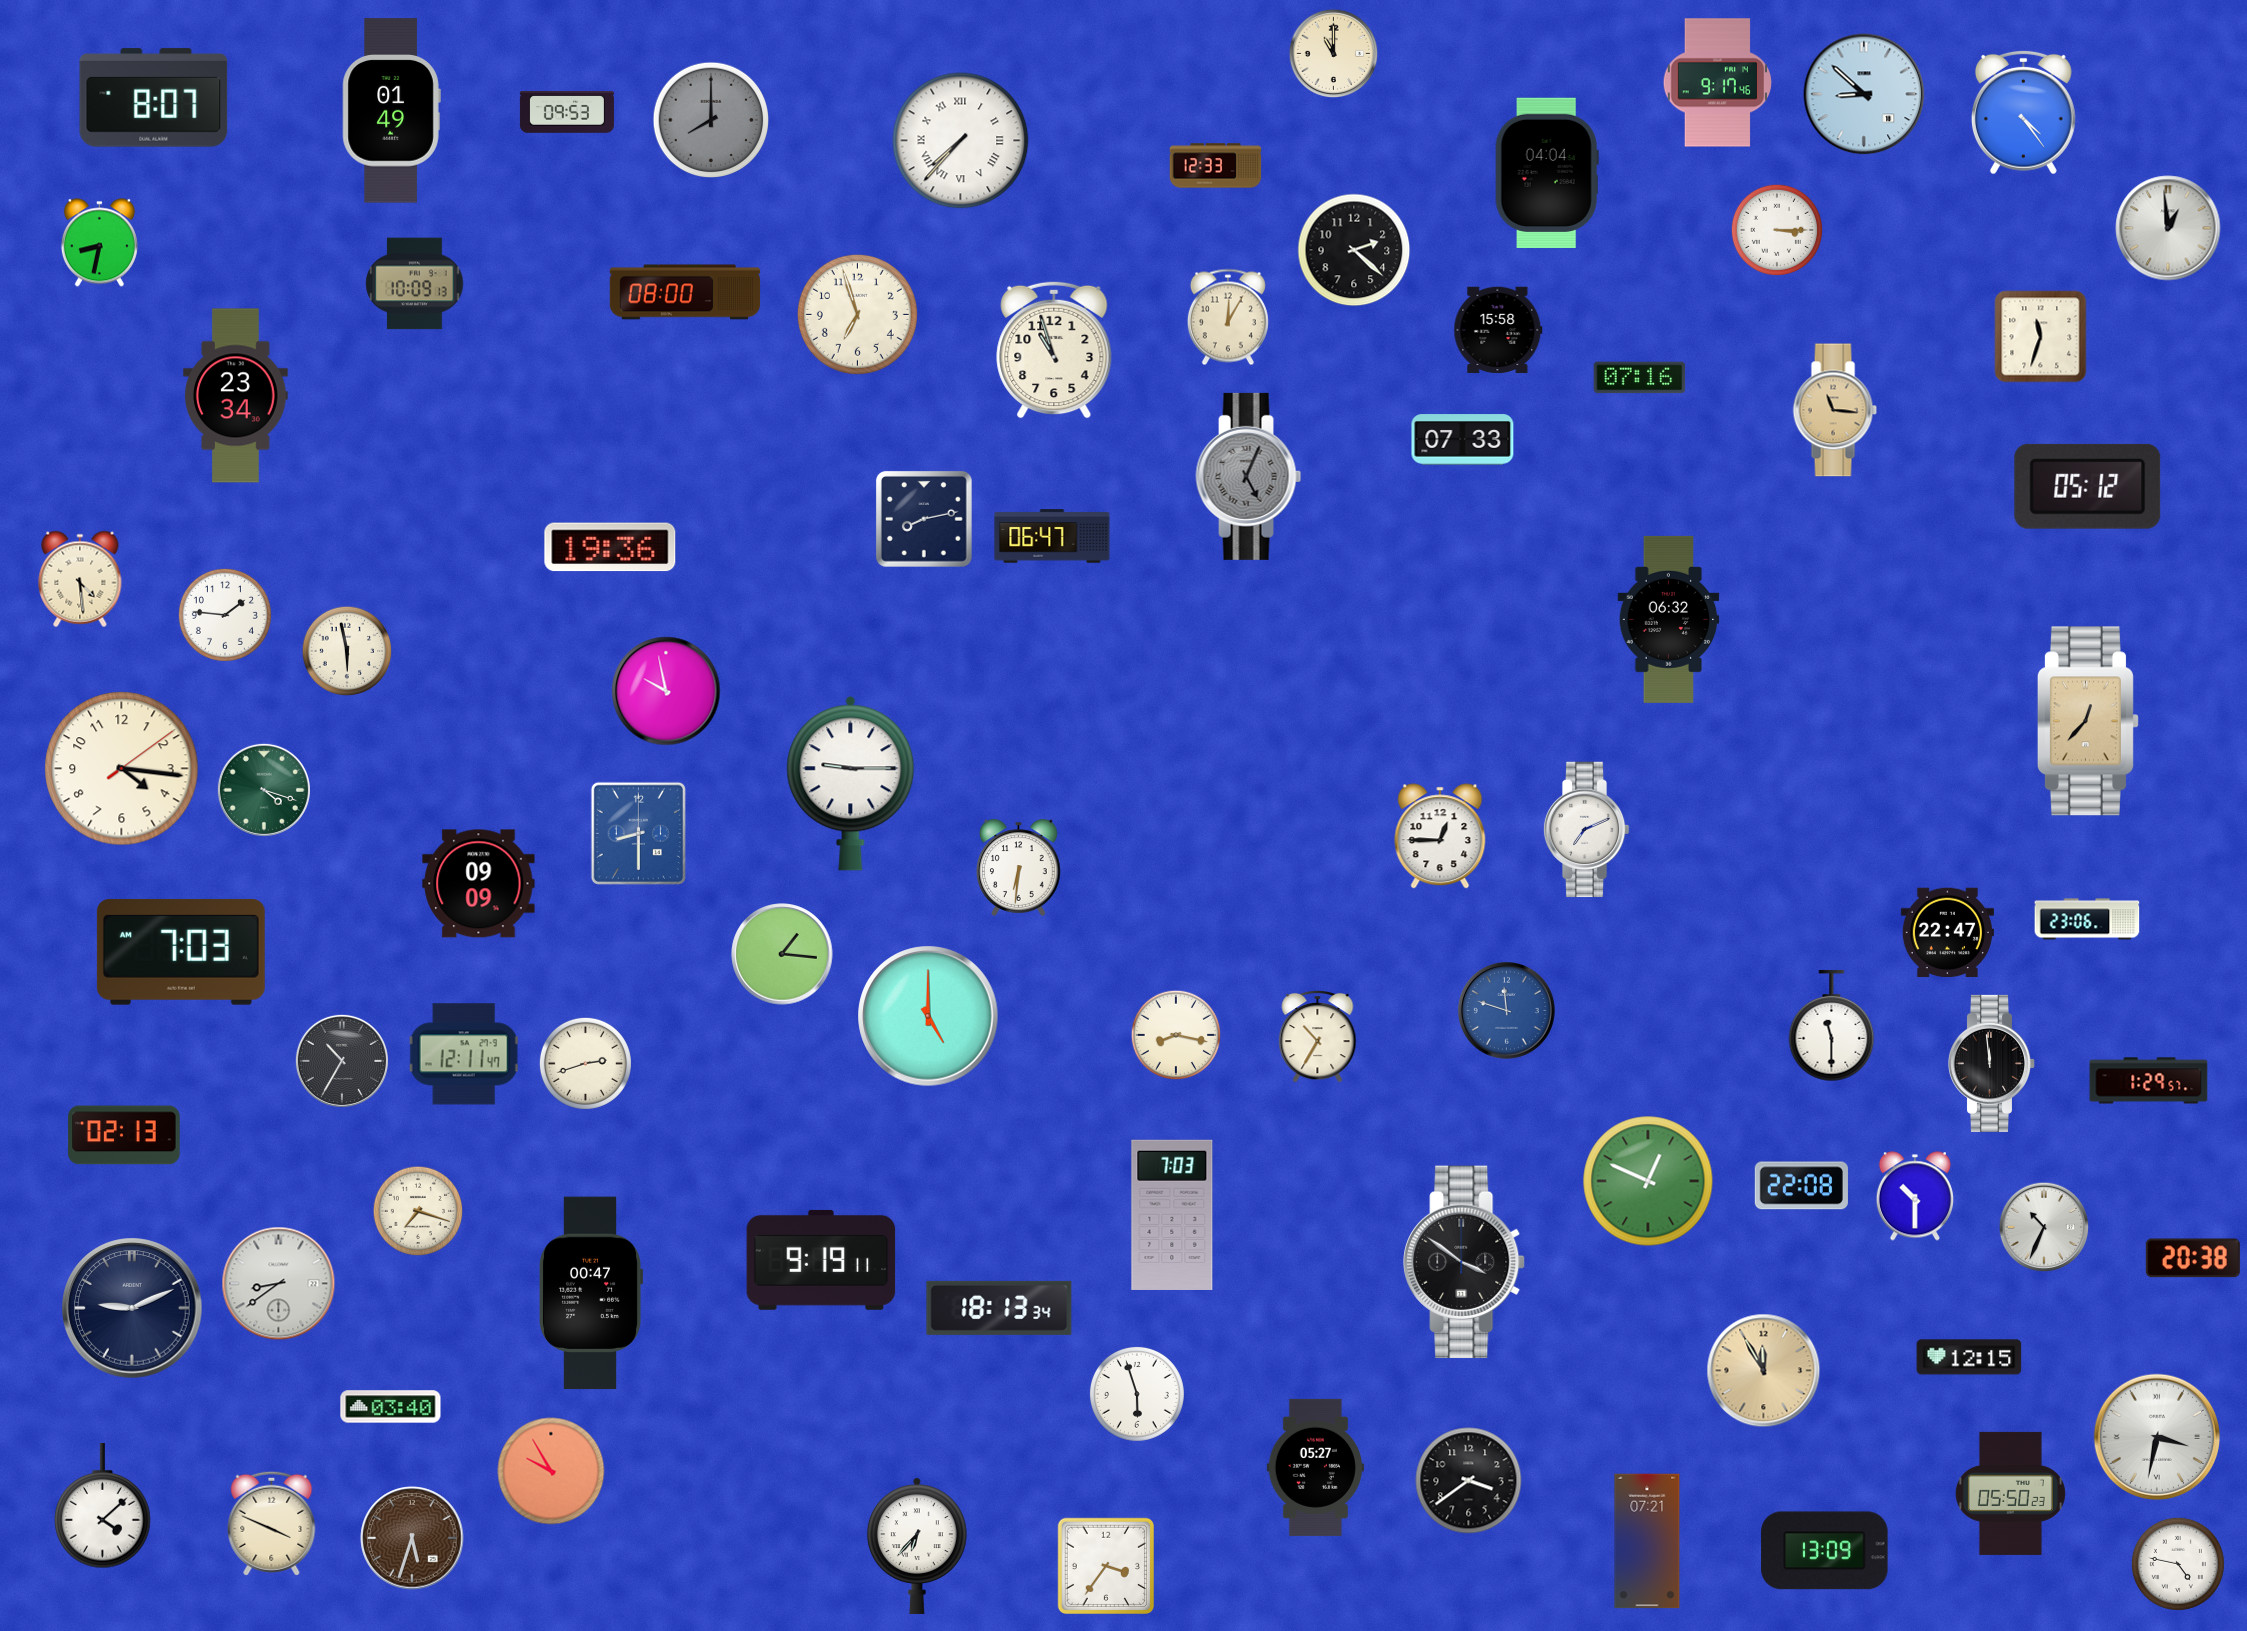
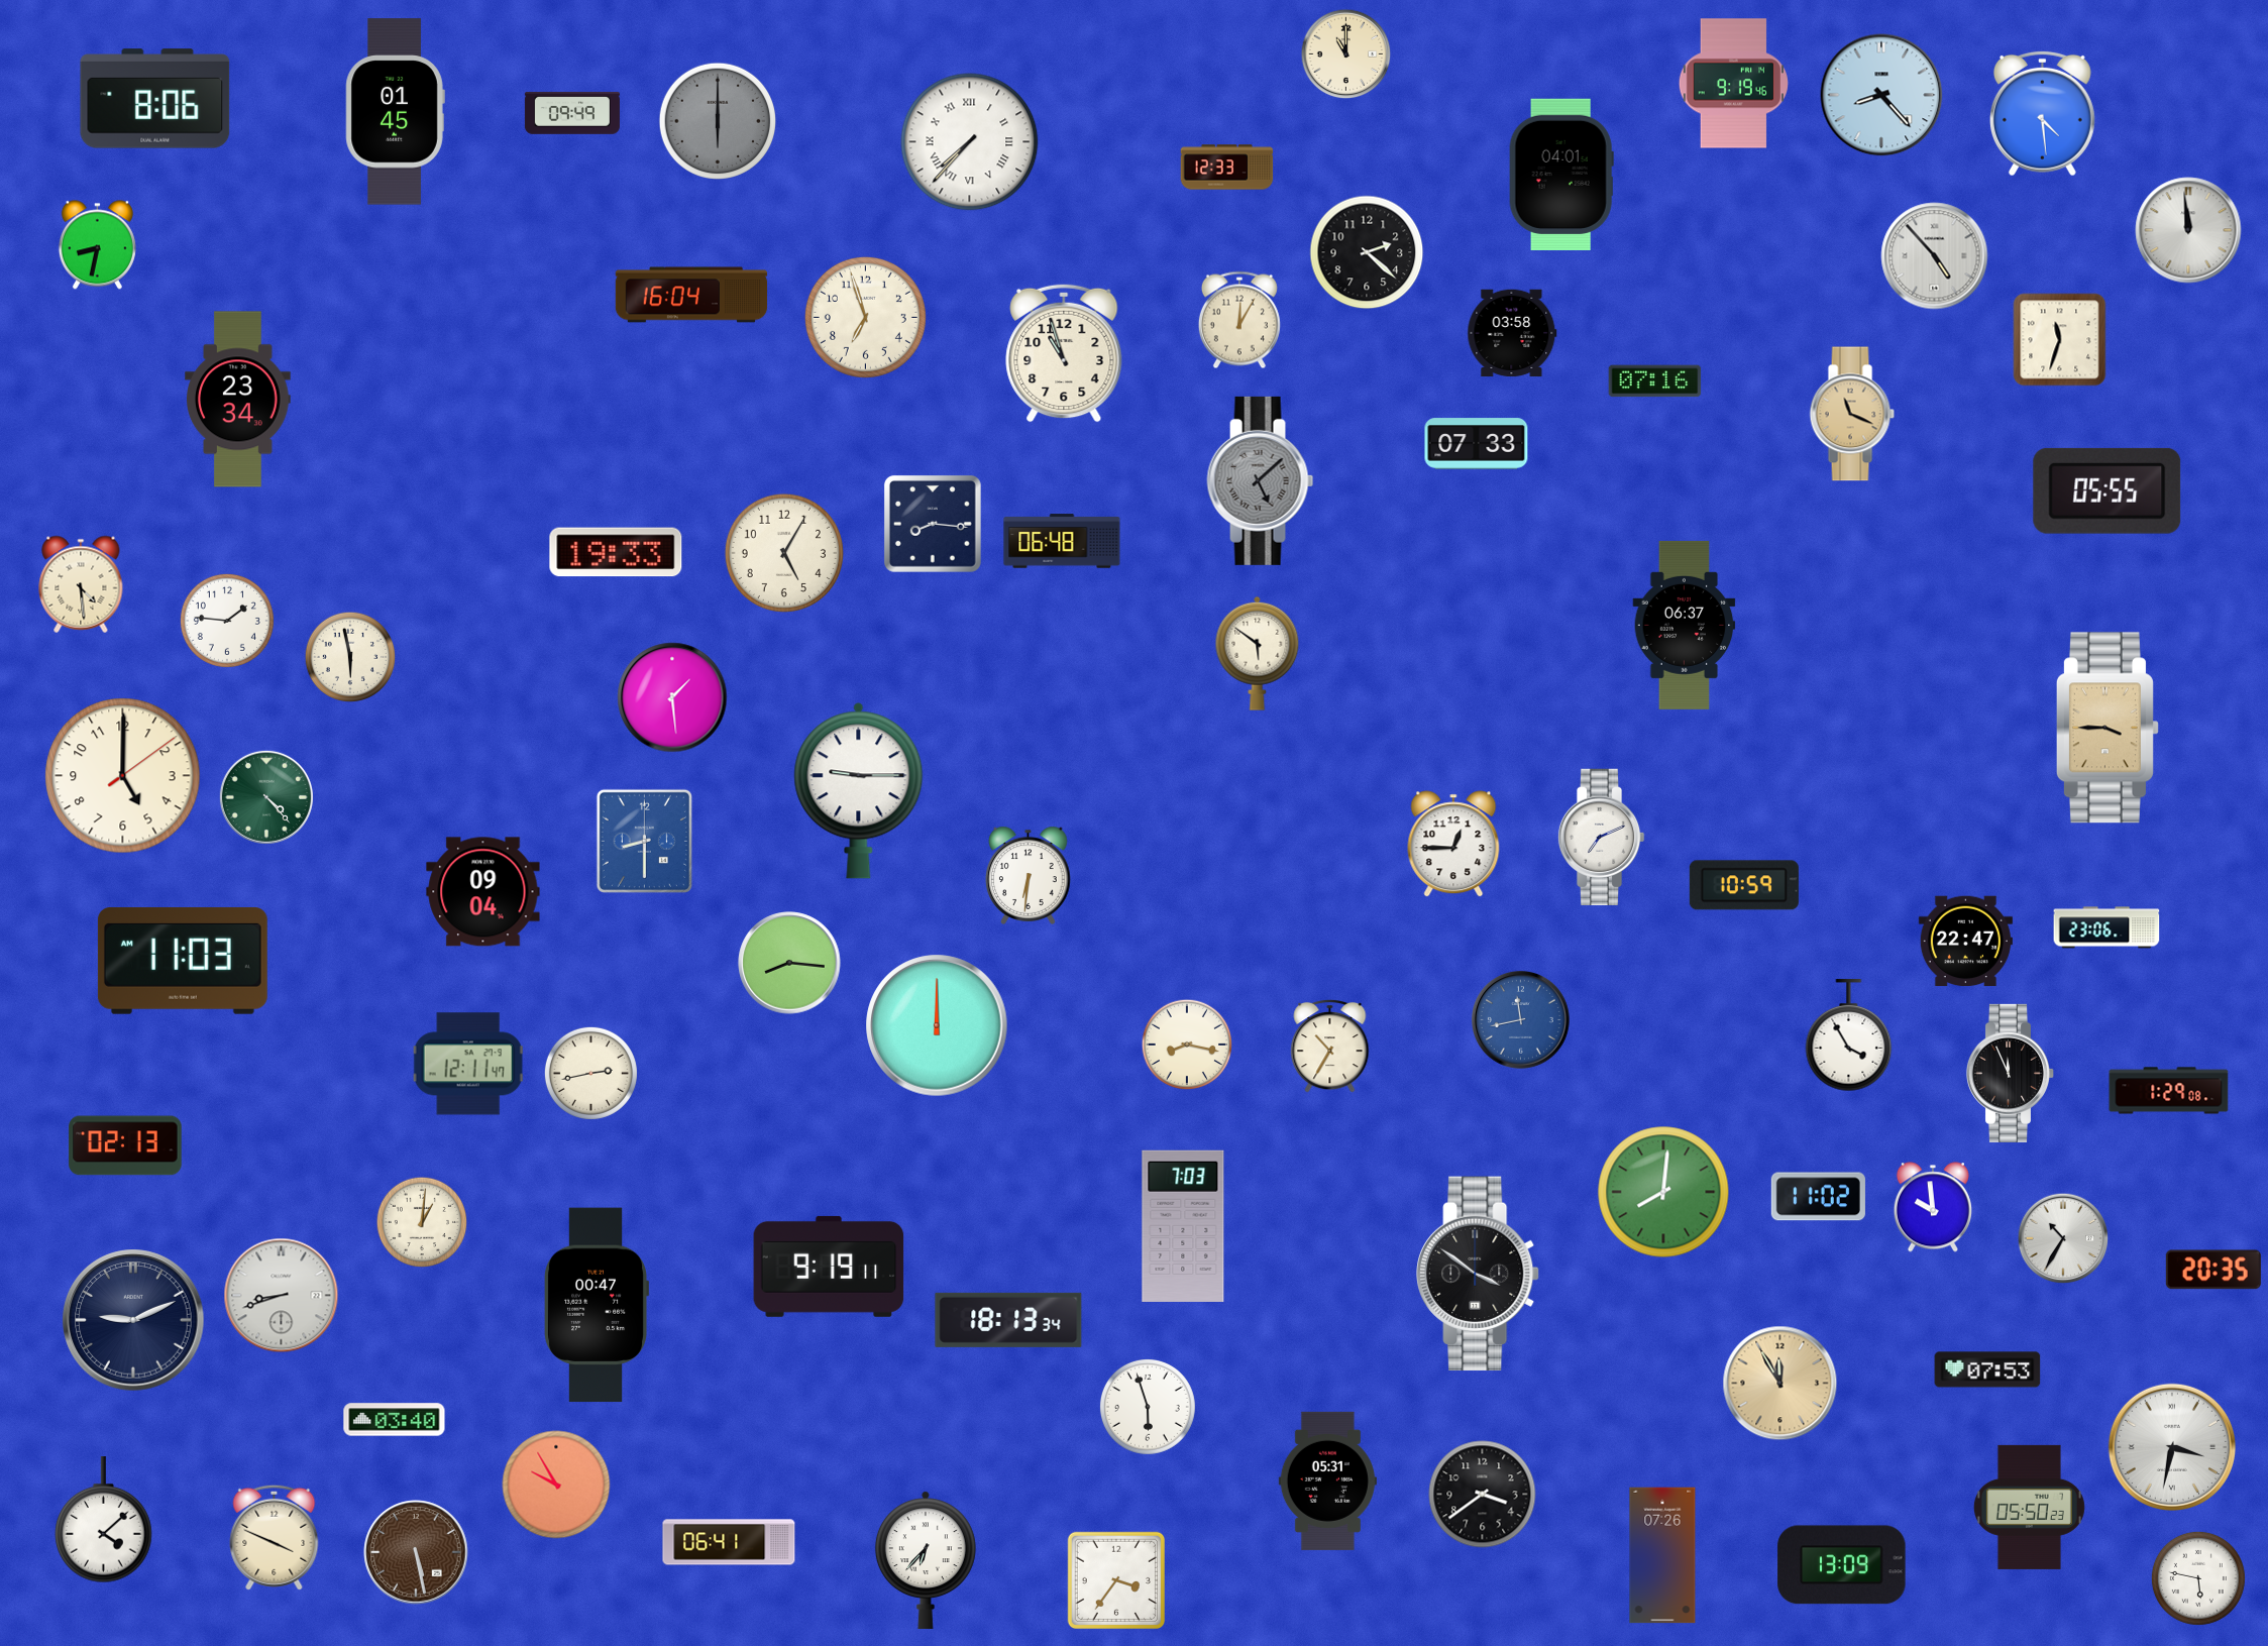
clock at (1717, 83): 9:17 -> 9:19
clock at (1864, 94): 8:52 -> 8:23
clock at (154, 98): 8:07 -> 8:06
clock at (391, 111): 01:49 -> 01:45
clock at (567, 112): 09:53 -> 09:49
clock at (2023, 112): 4:24 -> 4:29
clock at (710, 119): 8:00 -> 6:00
clock at (1547, 172): 04:04 -> 04:01
clock at (2168, 228): 12:59 -> 11:59
clock at (1777, 230): 3:15 -> none
clock at (99, 243) position: (99, 243) -> (97, 245)
clock at (1935, 256): none -> 4:53
clock at (415, 284): 10:09 -> none
clock at (685, 292): 08:00 -> 16:04
clock at (1498, 330): 15:58 -> 03:58
clock at (1835, 410): 11:16 -> 11:19
clock at (1249, 476): 5:04 -> 5:08
clock at (2088, 486): 05:12 -> 05:55
clock at (924, 519): 8:13 -> 8:16
clock at (1052, 536): 06:47 -> 06:48
clock at (610, 547): 19:36 -> 19:33
clock at (784, 553): none -> 5:05
clock at (1669, 619): 06:32 -> 06:37
clock at (1258, 653): none -> 5:51
clock at (666, 691): 9:58 -> 1:29
clock at (2088, 721): 12:37 -> 3:45
clock at (122, 769): 4:16 -> 5:00
clock at (264, 790): 4:18 -> 4:23
clock at (1744, 885): none -> 10:59
clock at (479, 884): 09:09 -> 09:04
clock at (181, 952): 7:03 -> 11:03
clock at (782, 954): 1:16 -> 8:16
clock at (1506, 1010): 11:48 -> 11:43
clock at (928, 1016): 5:00 -> 12:00
clock at (1832, 1026): 11:30 -> 3:55
clock at (342, 1061): 10:35 -> none
clock at (585, 1063): 2:42 -> 2:43
clock at (1992, 1063): 11:59 -> 11:56
clock at (2149, 1081): 1:29:57 -> 1:29:08
clock at (1648, 1181): 12:49 -> 8:01
clock at (1801, 1186): 22:08 -> 11:02
clock at (1915, 1196): 10:30 -> 9:59
clock at (418, 1211): 7:18 -> 1:01
clock at (2044, 1227): 10:34 -> 10:35
clock at (2193, 1258): 20:38 -> 20:35
clock at (821, 1260) position: (821, 1260) -> (829, 1267)
clock at (279, 1284): 8:39 -> 8:42
clock at (1969, 1357): 12:15 -> 07:53
clock at (2156, 1436) position: (2156, 1436) -> (2171, 1446)
clock at (1315, 1467): 05:27 -> 05:31
clock at (729, 1542): none -> 06:41
clock at (412, 1538): 5:33 -> 5:28
clock at (1647, 1541): 07:21 -> 07:26
clock at (2178, 1564): 4:47 -> 5:47
